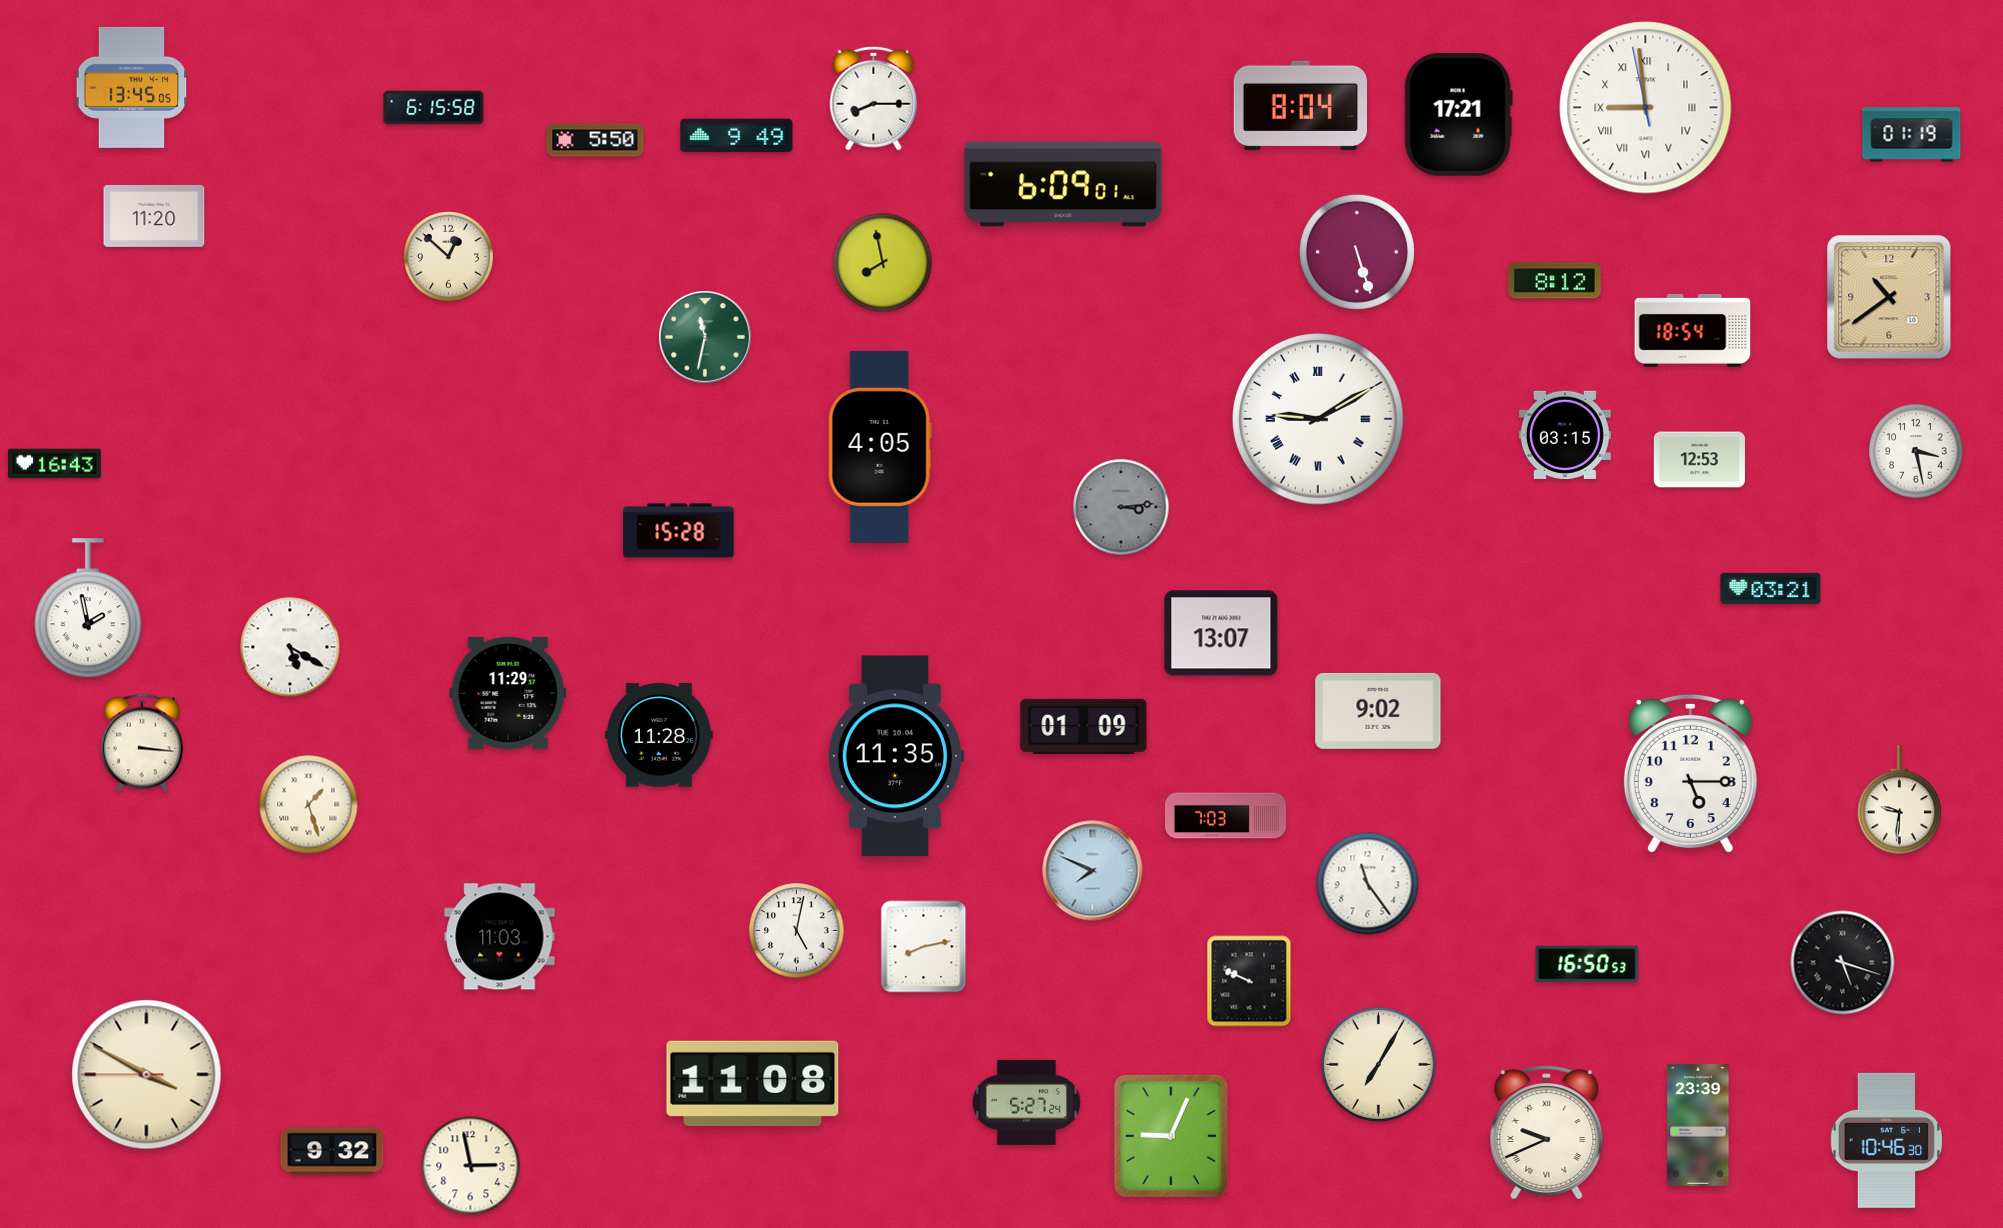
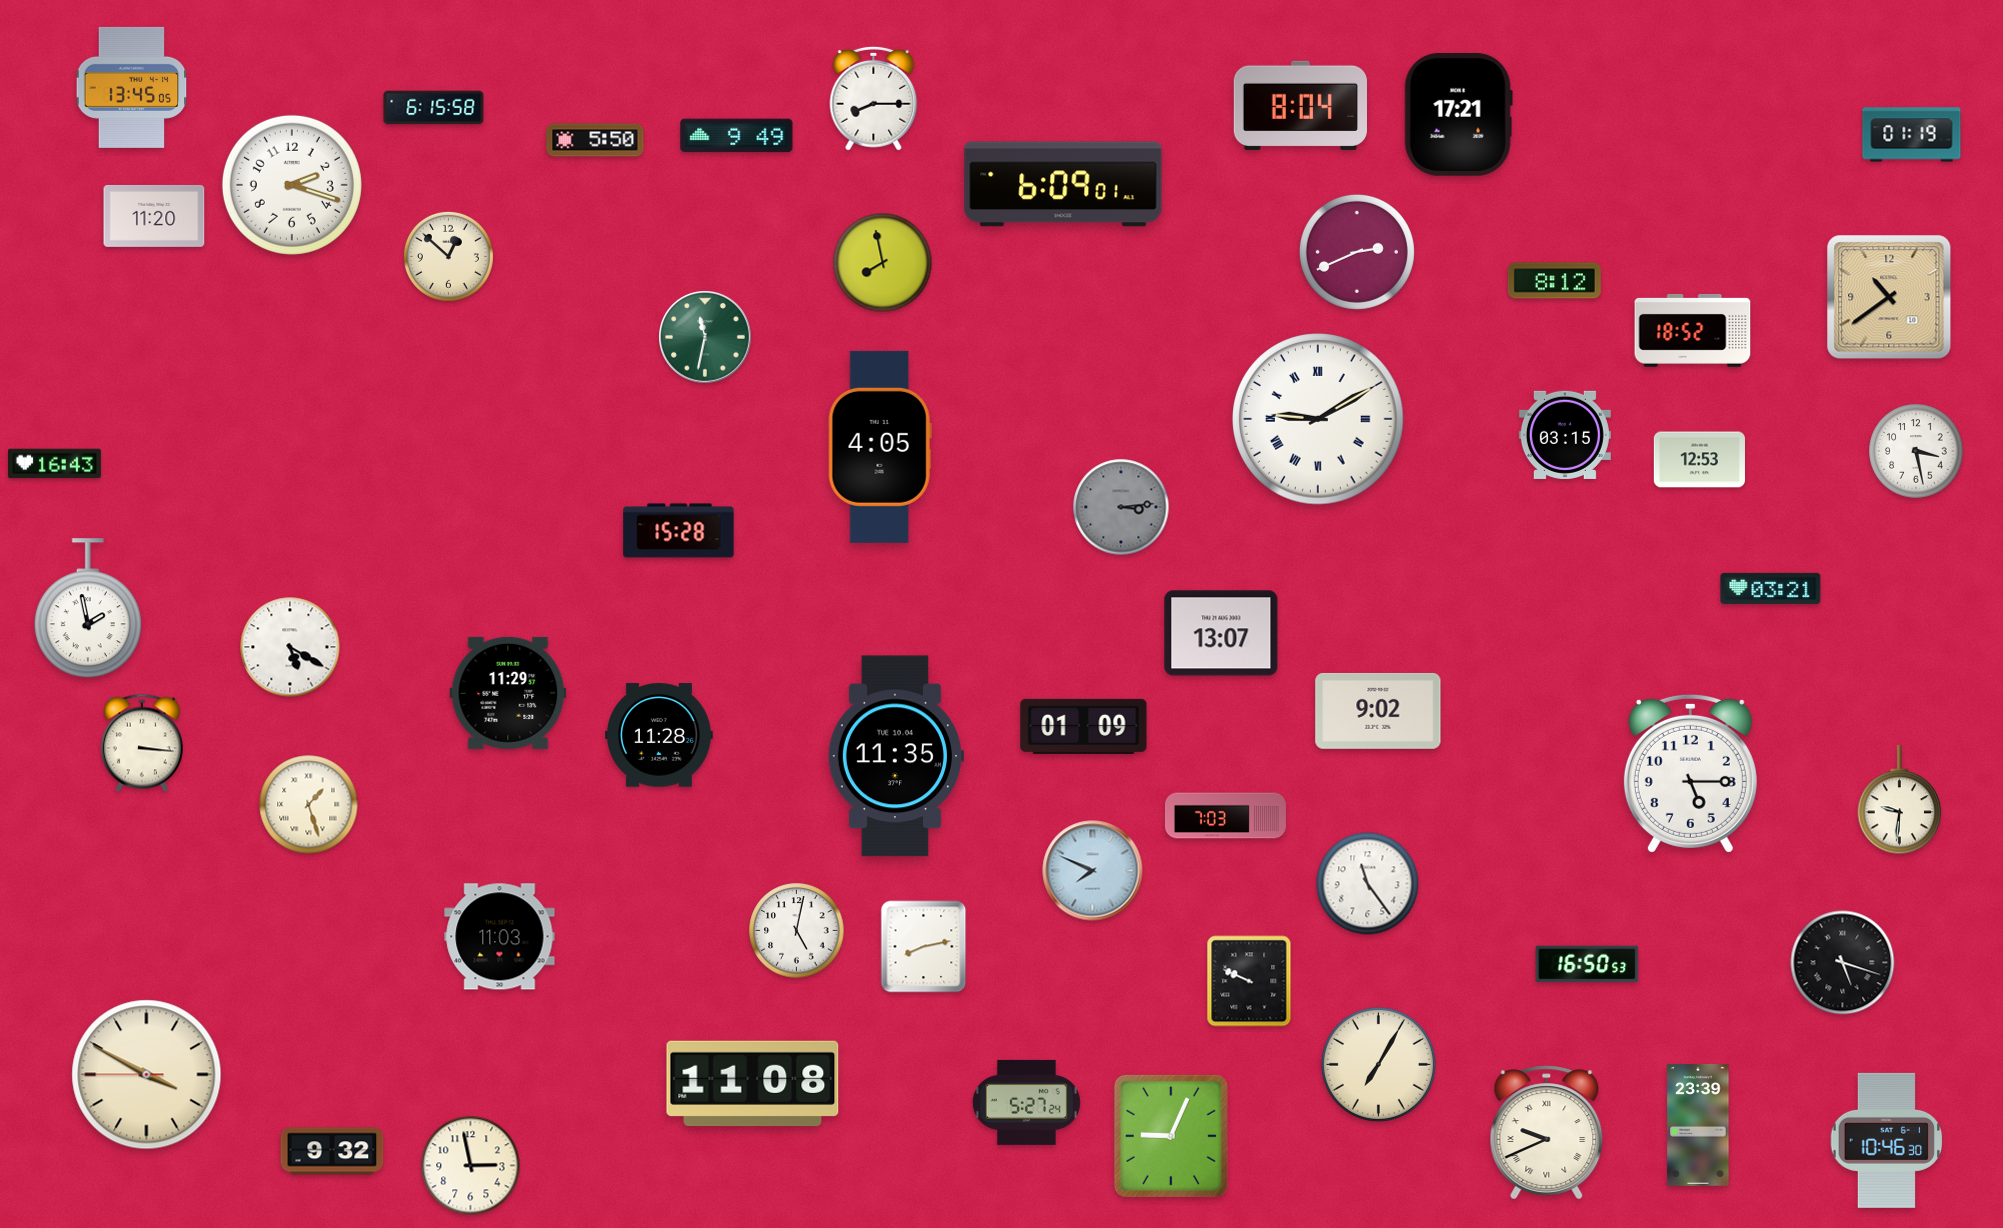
clock at (1646, 108): 8:58 -> none
clock at (292, 185): none -> 2:18
clock at (1357, 252): 5:27 -> 2:41
clock at (1693, 330): 18:54 -> 18:52
